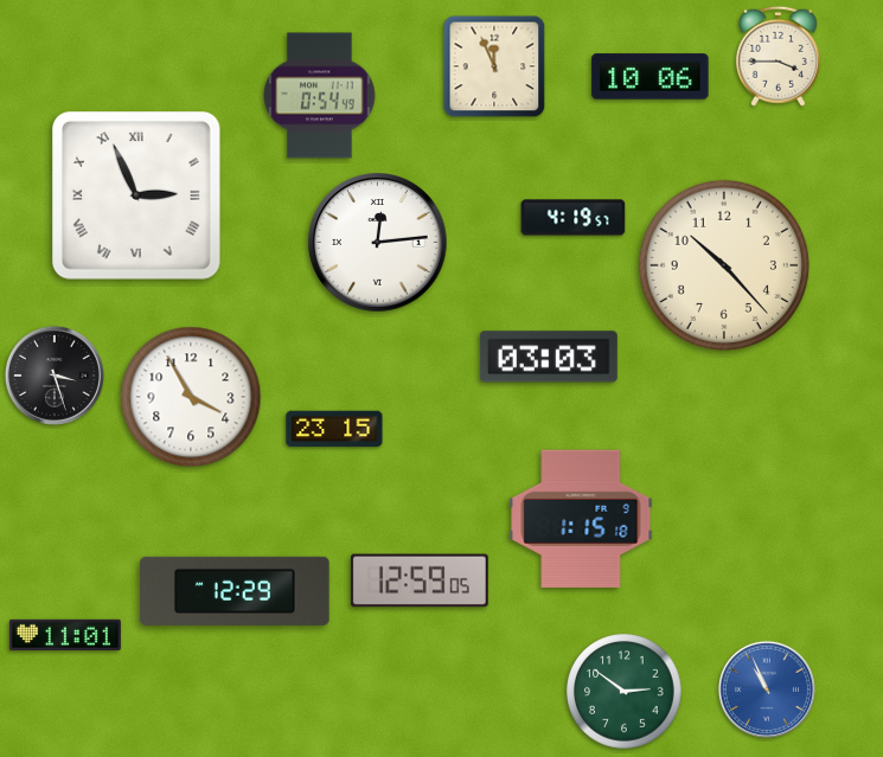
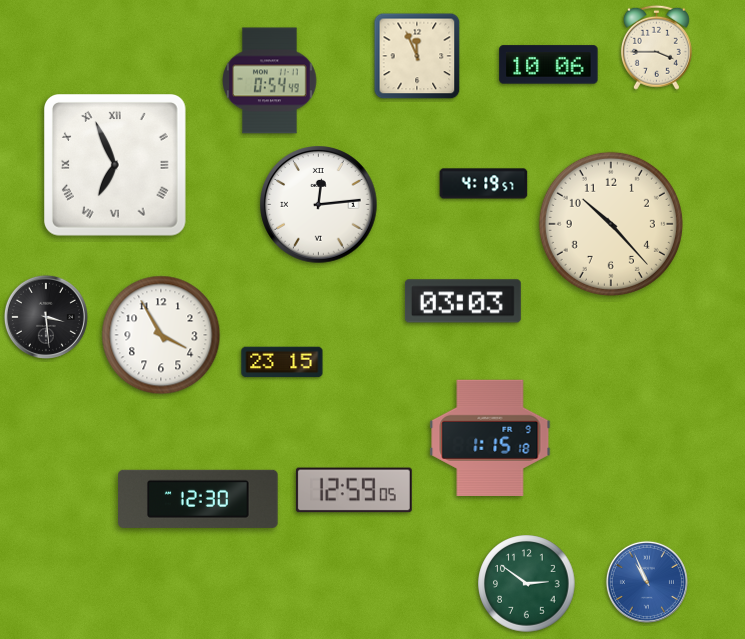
clock at (137, 197): 2:56 -> 6:56
clock at (55, 376): 3:27 -> 3:29
clock at (235, 591): 12:29 -> 12:30
clock at (65, 635): 11:01 -> none
